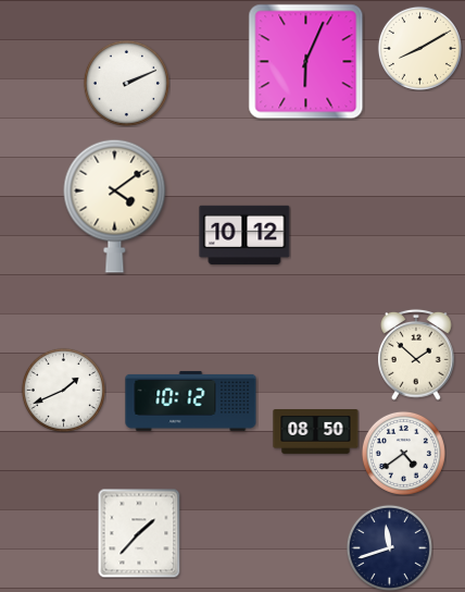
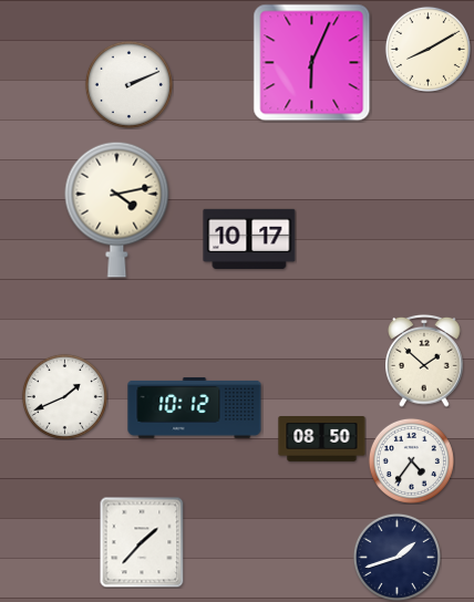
clock at (115, 206): 4:09 -> 4:13
clock at (244, 235): 10:12 -> 10:17
clock at (403, 453): 4:39 -> 4:36
clock at (389, 547): 11:42 -> 1:42
